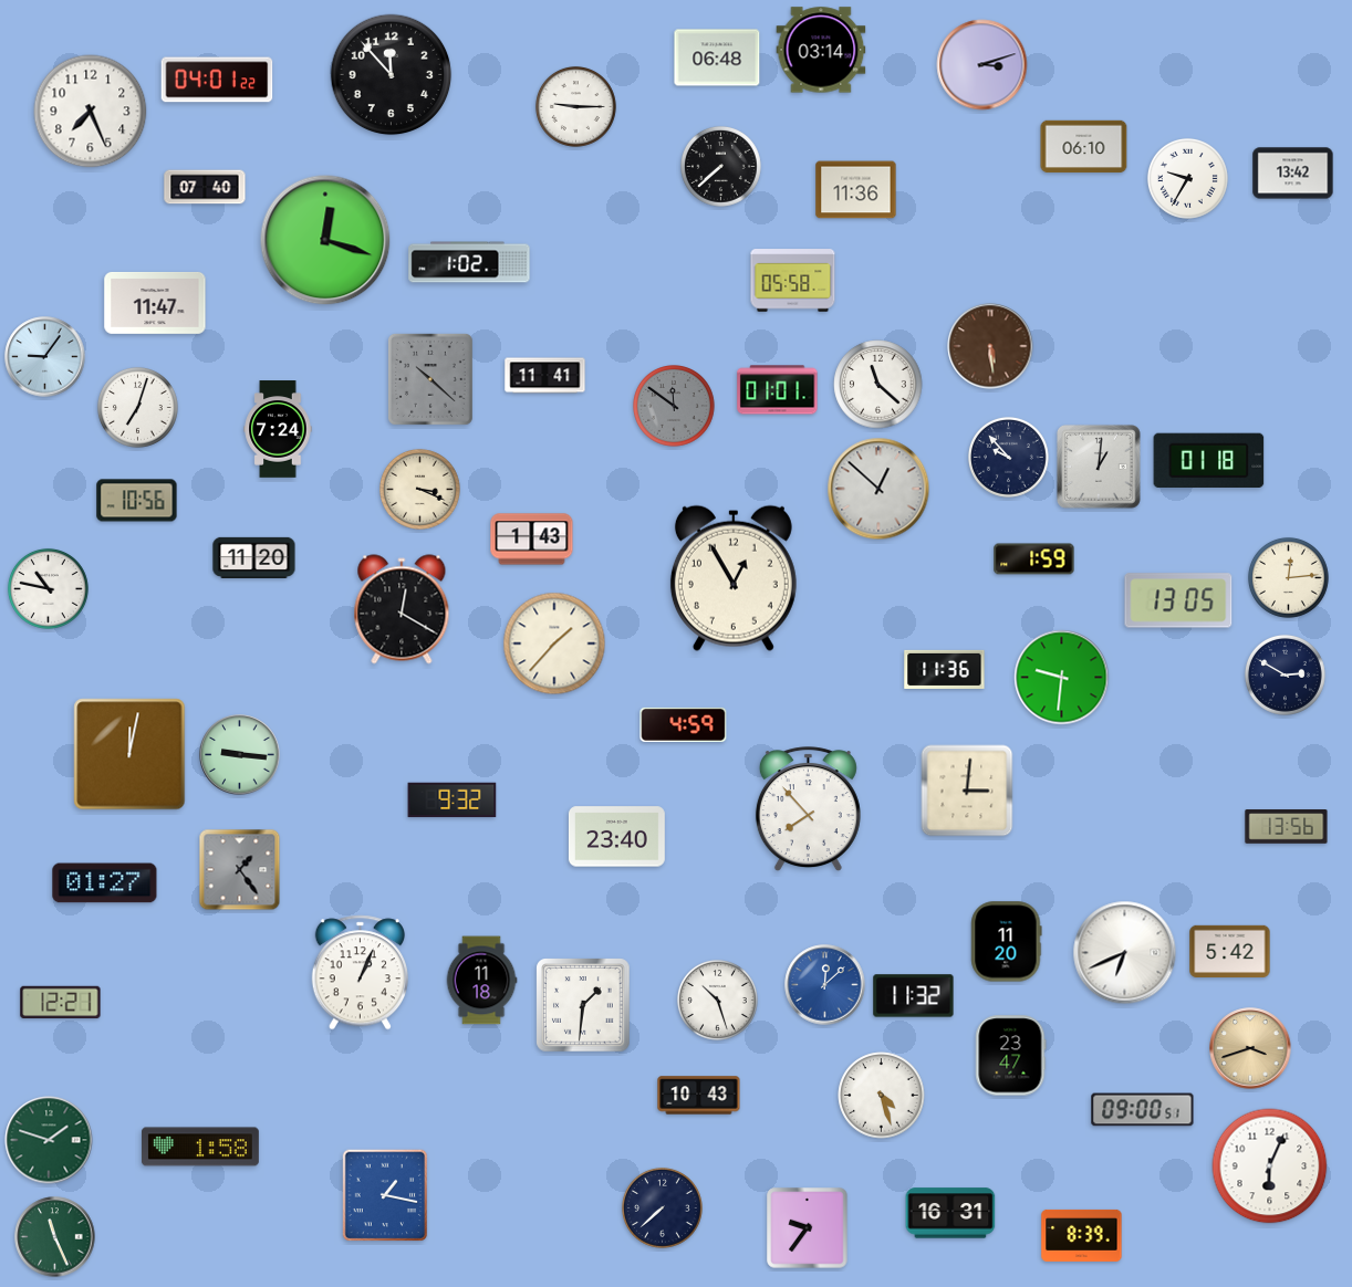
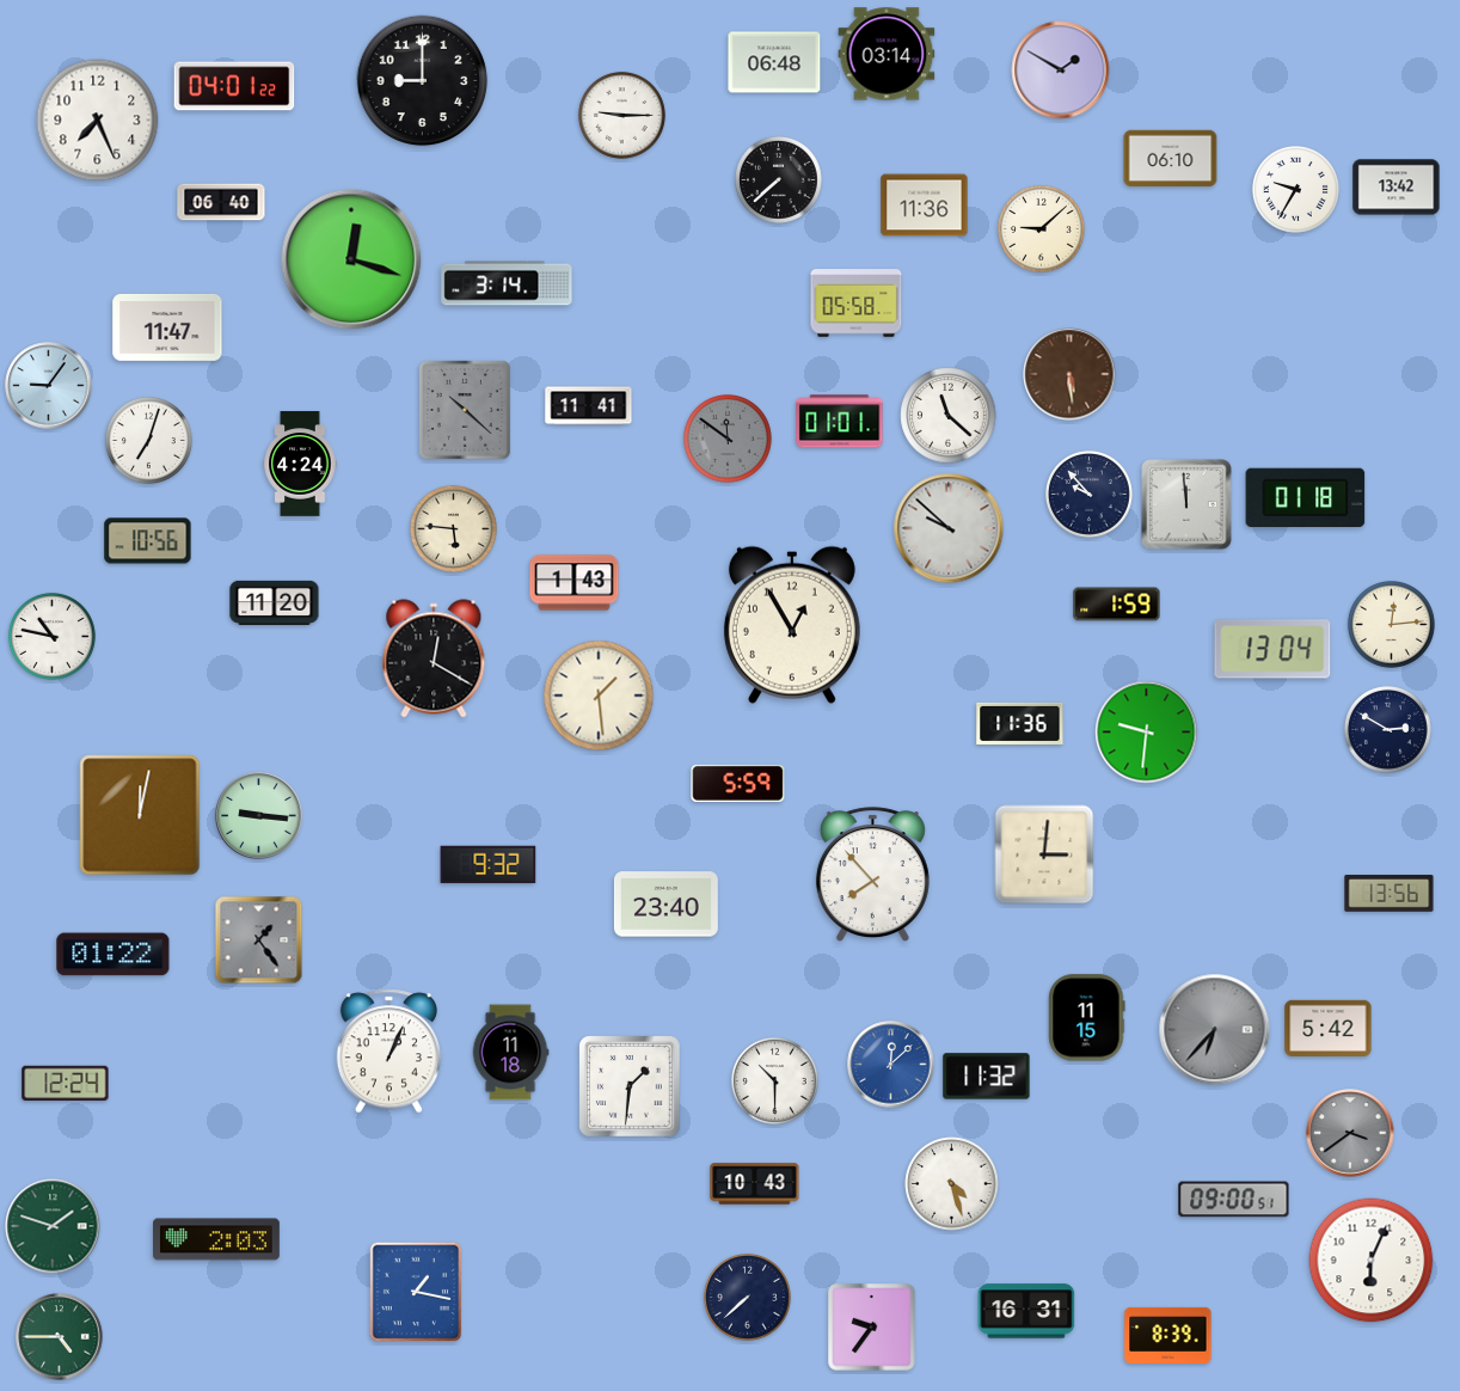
clock at (982, 65): 3:12 -> 1:50
clock at (392, 75): 11:53 -> 9:00
clock at (1187, 178) position: (1187, 178) -> (1295, 189)
clock at (205, 187): 07:40 -> 06:40
clock at (1041, 228): none -> 9:08
clock at (469, 262): 1:02 -> 3:14
clock at (278, 429): 7:24 -> 4:24
clock at (1100, 468): 1:01 -> 11:59
clock at (419, 489): 3:19 -> 5:46
clock at (878, 489): 12:52 -> 9:52
clock at (1178, 600): 13:05 -> 13:04
clock at (554, 643): 1:37 -> 1:29
clock at (684, 724): 4:59 -> 5:59
clock at (105, 883): 01:27 -> 01:22
clock at (1007, 942): 11:20 -> 11:15
clock at (1125, 953): 6:41 -> 6:37
clock at (1125, 953) dial: white -> grey
clock at (481, 981) position: (481, 981) -> (510, 1053)
clock at (717, 1000): 10:27 -> 10:30
clock at (61, 1003): 12:21 -> 12:24
clock at (1250, 1048): 3:42 -> 3:39
clock at (1250, 1048) dial: champagne -> grey
clock at (1011, 1056): 23:47 -> none
clock at (49, 1140) position: (49, 1140) -> (53, 1226)
clock at (200, 1147): 1:58 -> 2:03
clock at (662, 1207) position: (662, 1207) -> (747, 1297)
clock at (55, 1237): 11:26 -> 4:45
